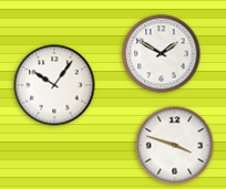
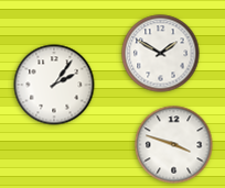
clock at (54, 85): 10:06 -> 2:06
